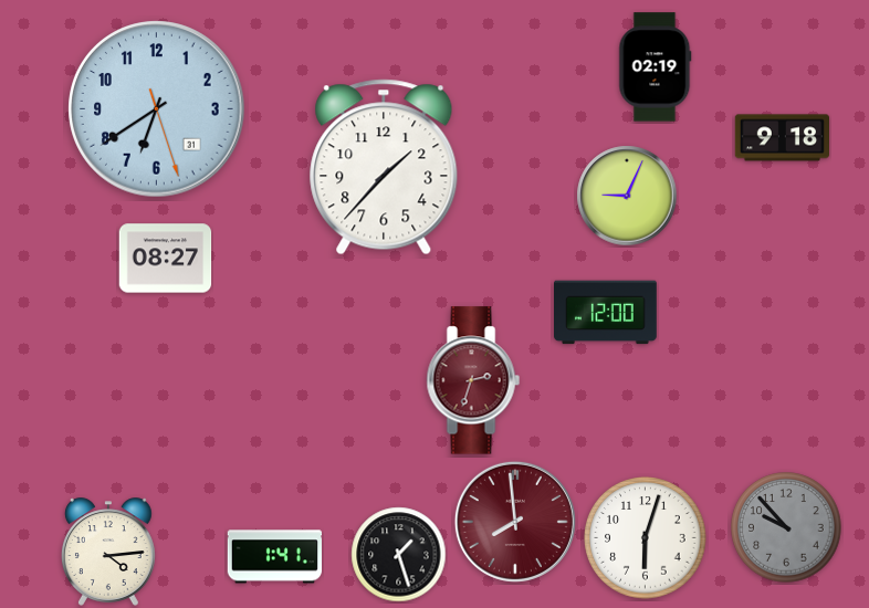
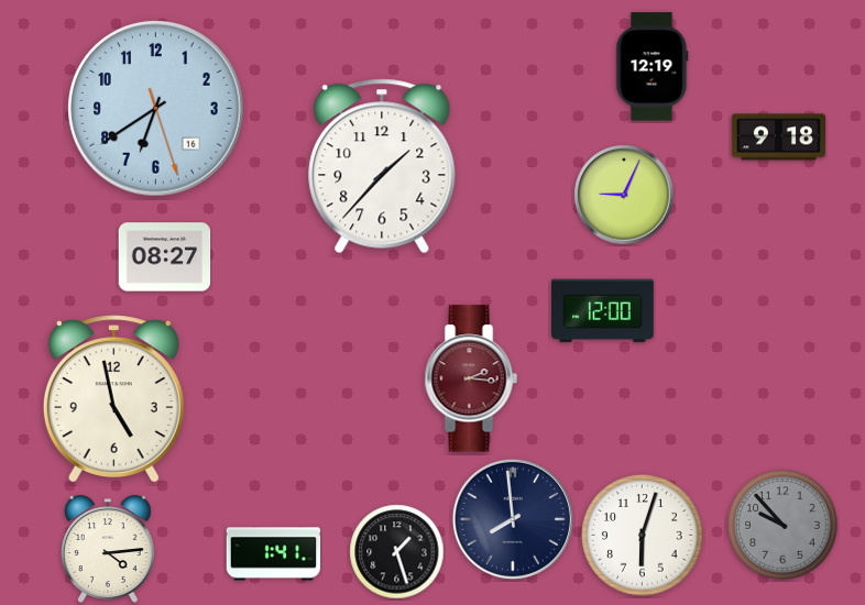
clock at (656, 67): 02:19 -> 12:19
clock at (157, 109) date: 31 -> 16
clock at (473, 380): 2:33 -> 2:16
clock at (113, 398): none -> 4:58
clock at (515, 522) dial: burgundy -> navy
